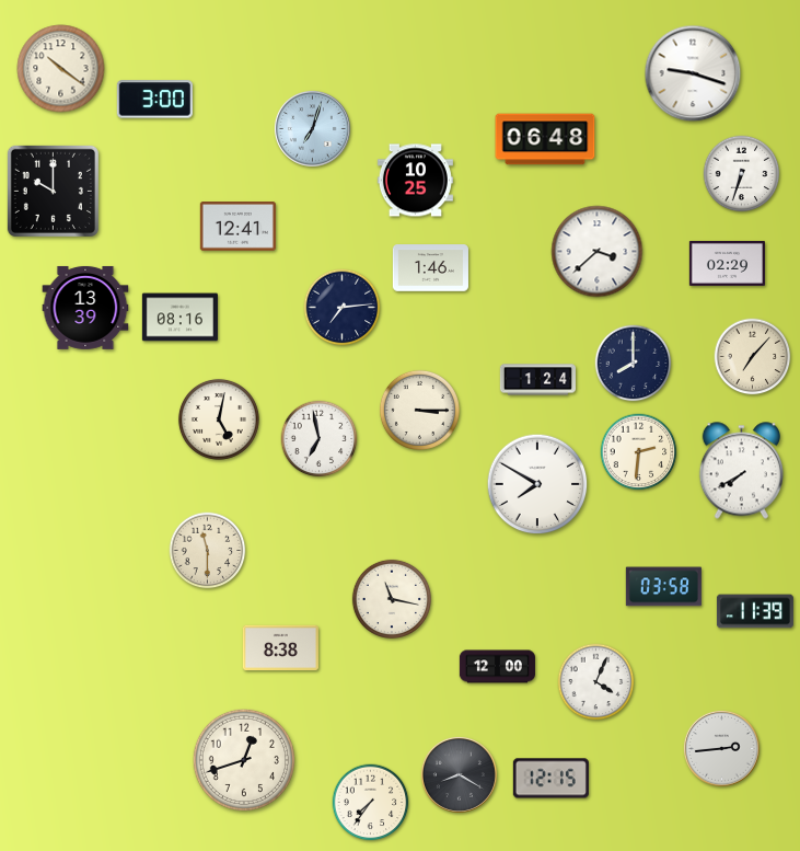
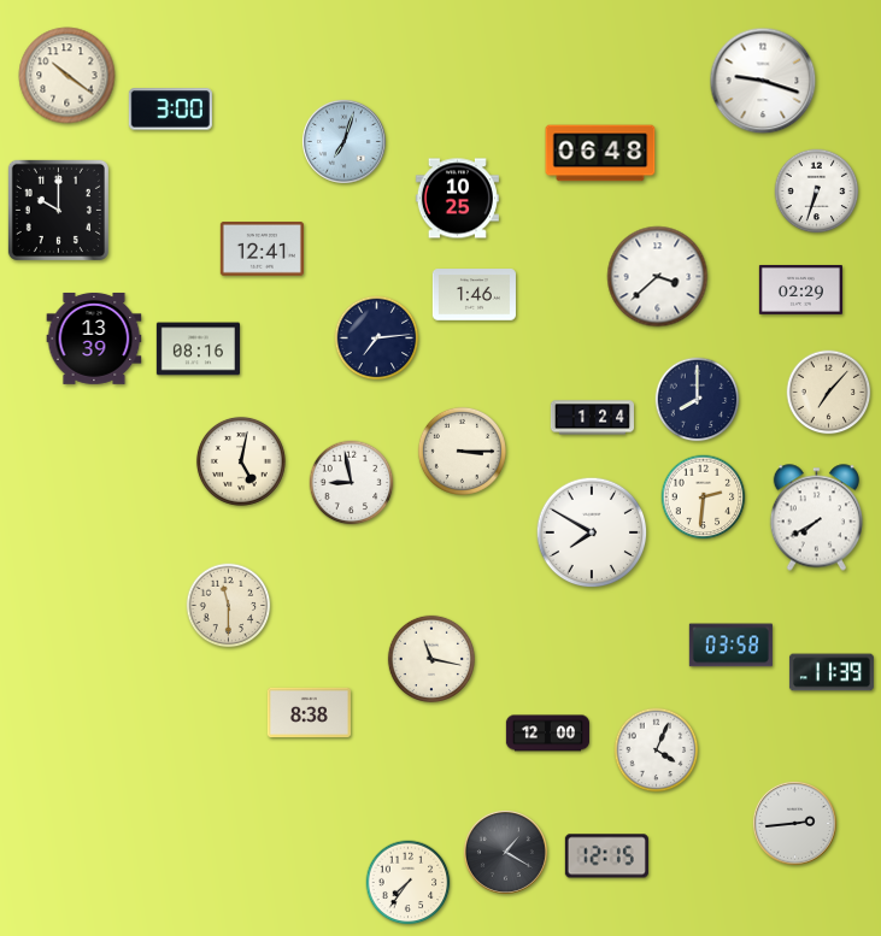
clock at (320, 439): 6:58 -> 8:58
clock at (244, 759): 12:42 -> none
clock at (459, 774): 8:20 -> 1:20
